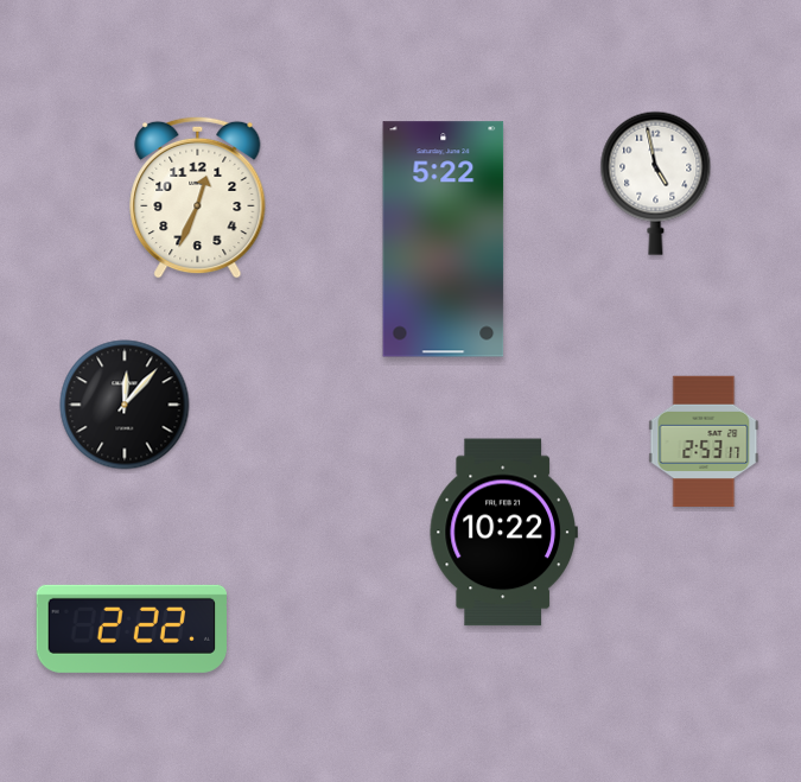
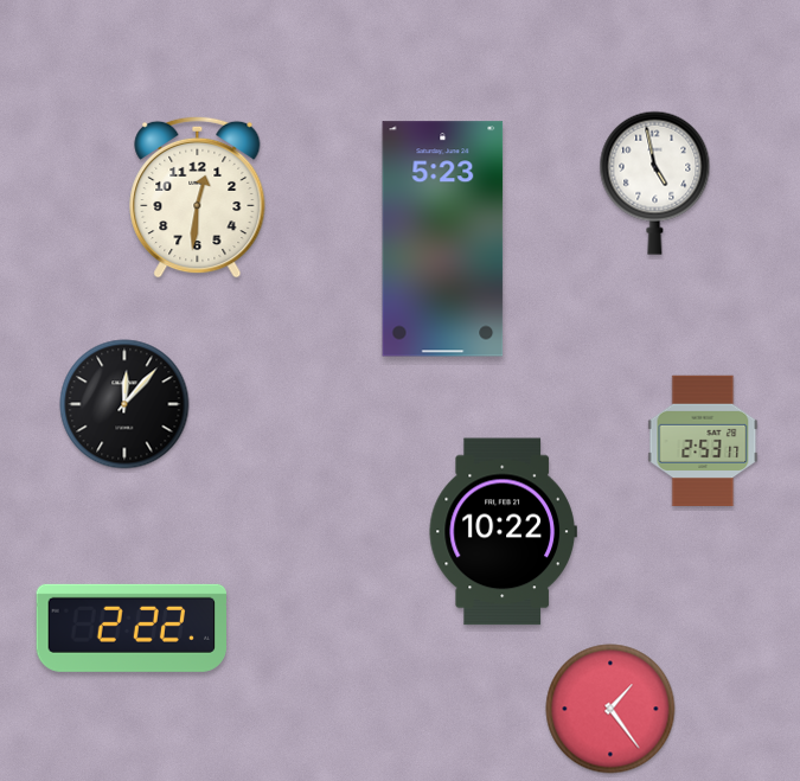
clock at (198, 197): 12:34 -> 12:31
clock at (444, 240): 5:22 -> 5:23
clock at (610, 709): none -> 1:24
